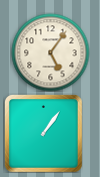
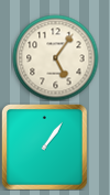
clock at (43, 133) position: (43, 133) -> (44, 147)
